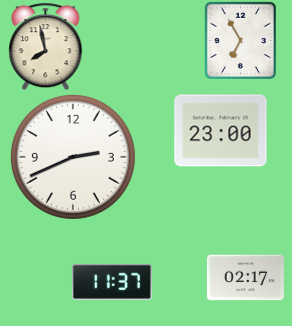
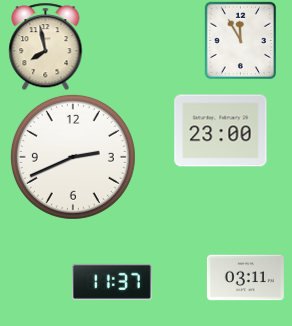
clock at (240, 40): 6:55 -> 11:55
clock at (245, 278): 02:17 -> 03:11
